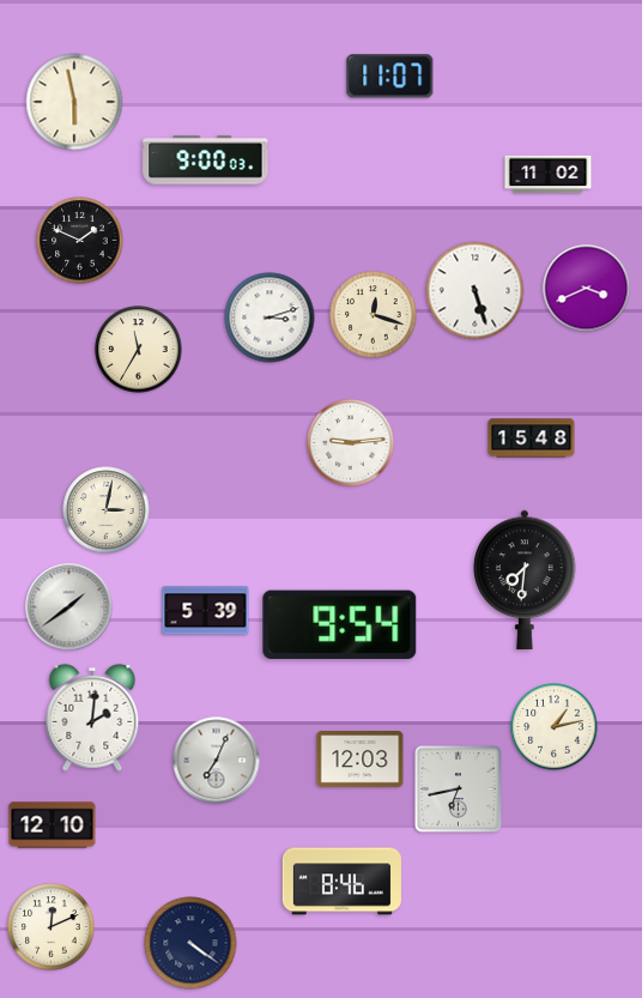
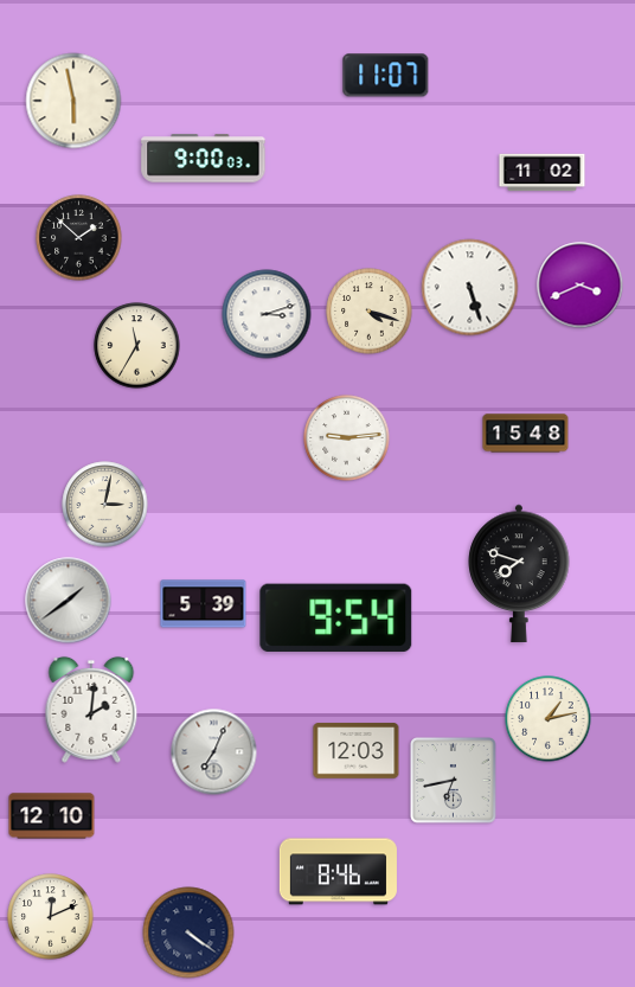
clock at (80, 241): 1:49 -> 1:52
clock at (374, 315): 12:18 -> 4:18
clock at (525, 580): 7:31 -> 7:48
